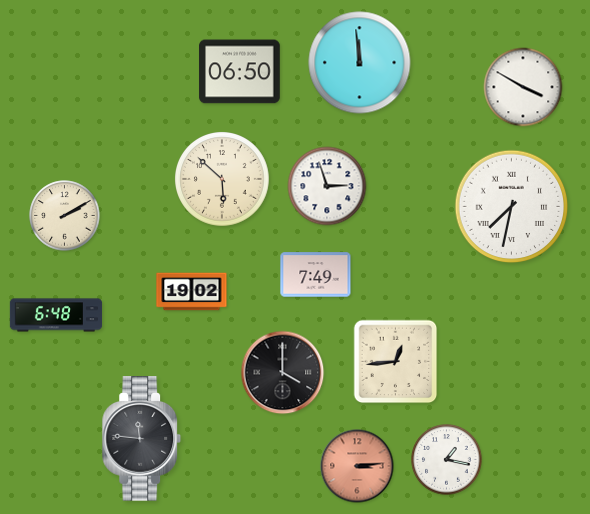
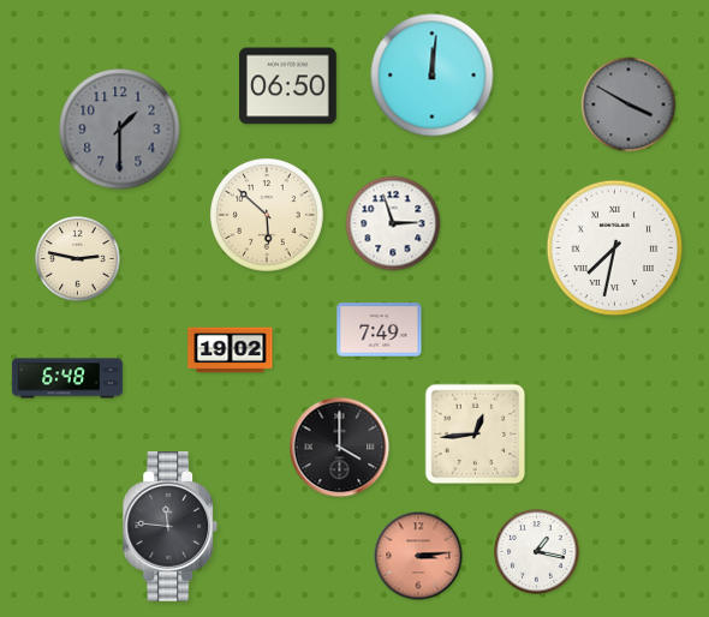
clock at (360, 63): 11:59 -> 12:01
clock at (523, 87) dial: white -> grey
clock at (120, 130): none -> 1:30
clock at (65, 216): 2:10 -> 2:47
clock at (357, 466) position: (357, 466) -> (418, 556)
